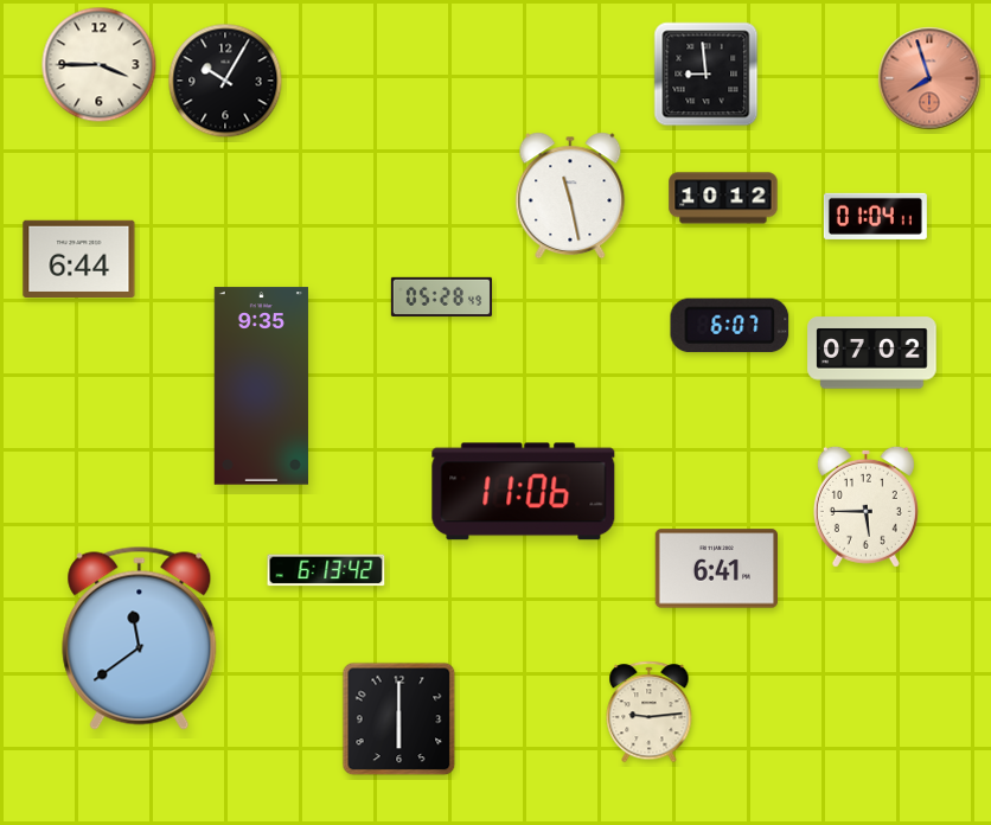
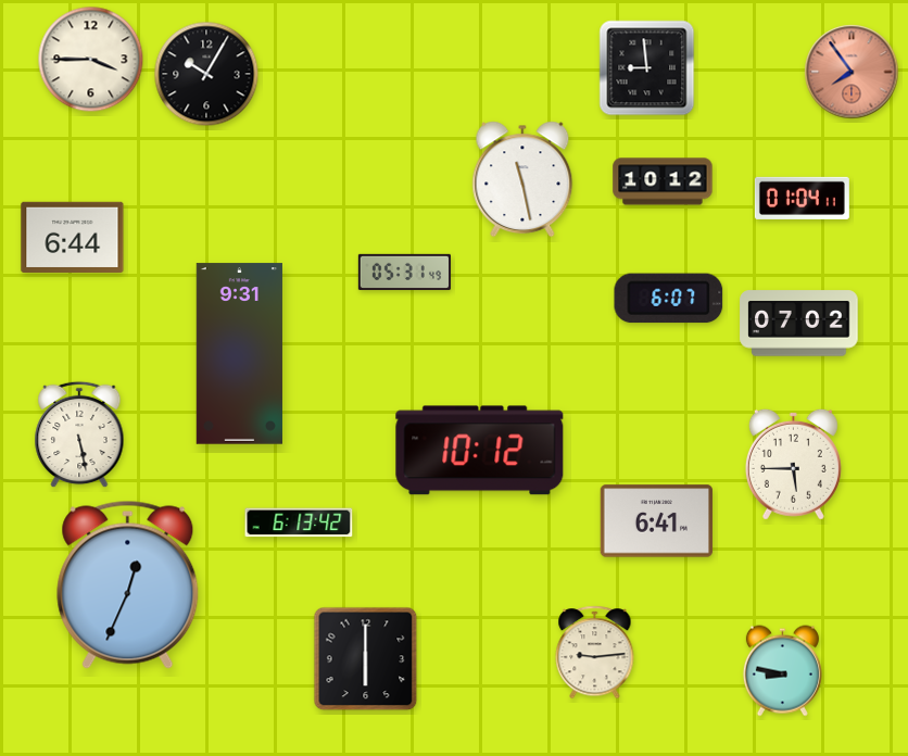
clock at (929, 78): 7:57 -> 7:54
clock at (441, 296): 05:28 -> 05:31
clock at (261, 386): 9:35 -> 9:31
clock at (79, 434): none -> 5:28
clock at (524, 492): 11:06 -> 10:12
clock at (140, 638): 11:39 -> 12:34
clock at (782, 671): none -> 8:47
